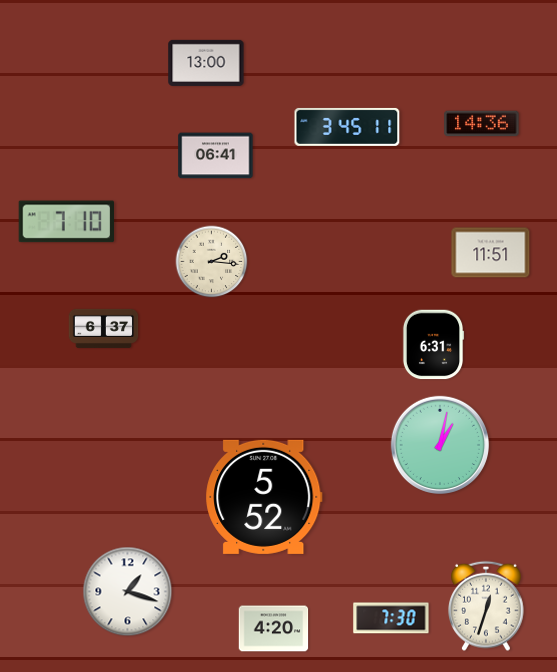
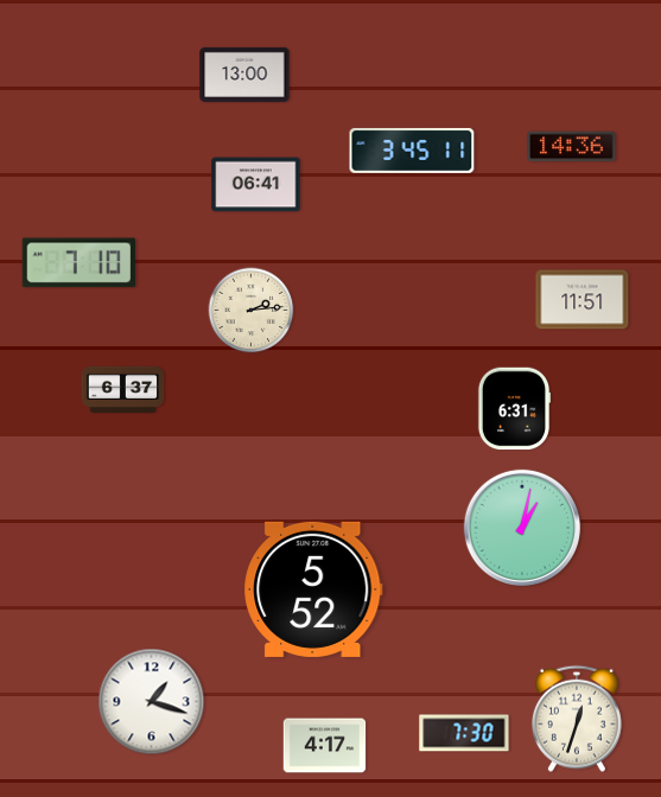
clock at (212, 262): 2:16 -> 2:14
clock at (274, 629): 4:20 -> 4:17
